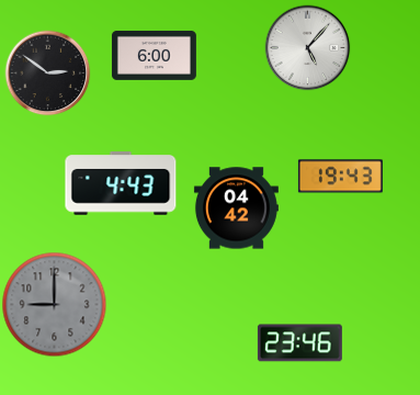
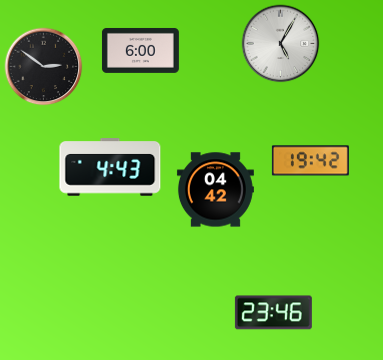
clock at (307, 47): 5:07 -> 5:05
clock at (340, 177): 19:43 -> 19:42
clock at (54, 304): 9:00 -> none
